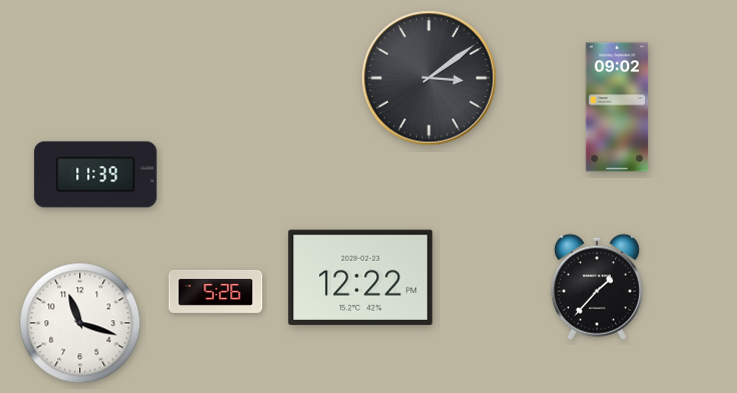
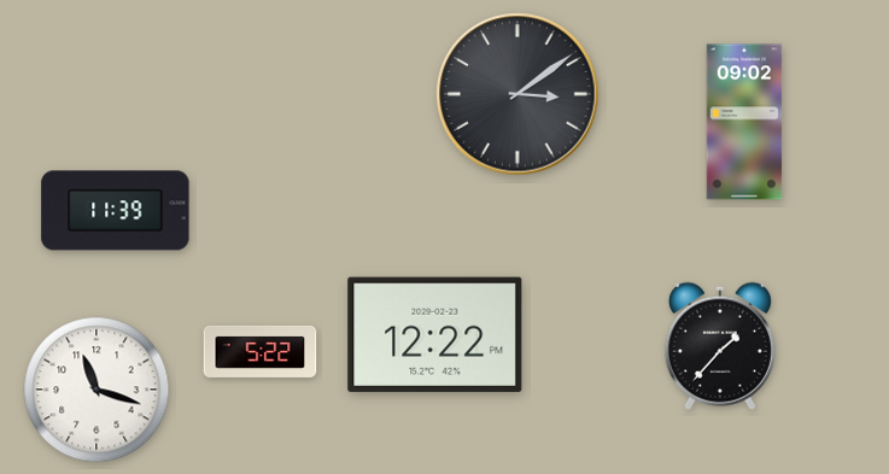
clock at (617, 107) position: (617, 107) -> (744, 122)
clock at (216, 291): 5:26 -> 5:22
